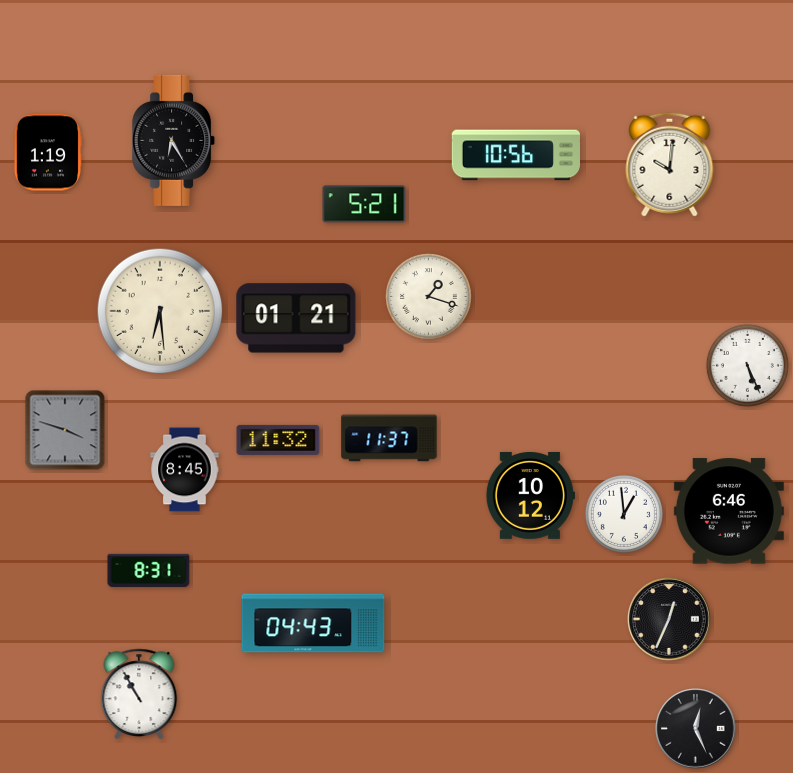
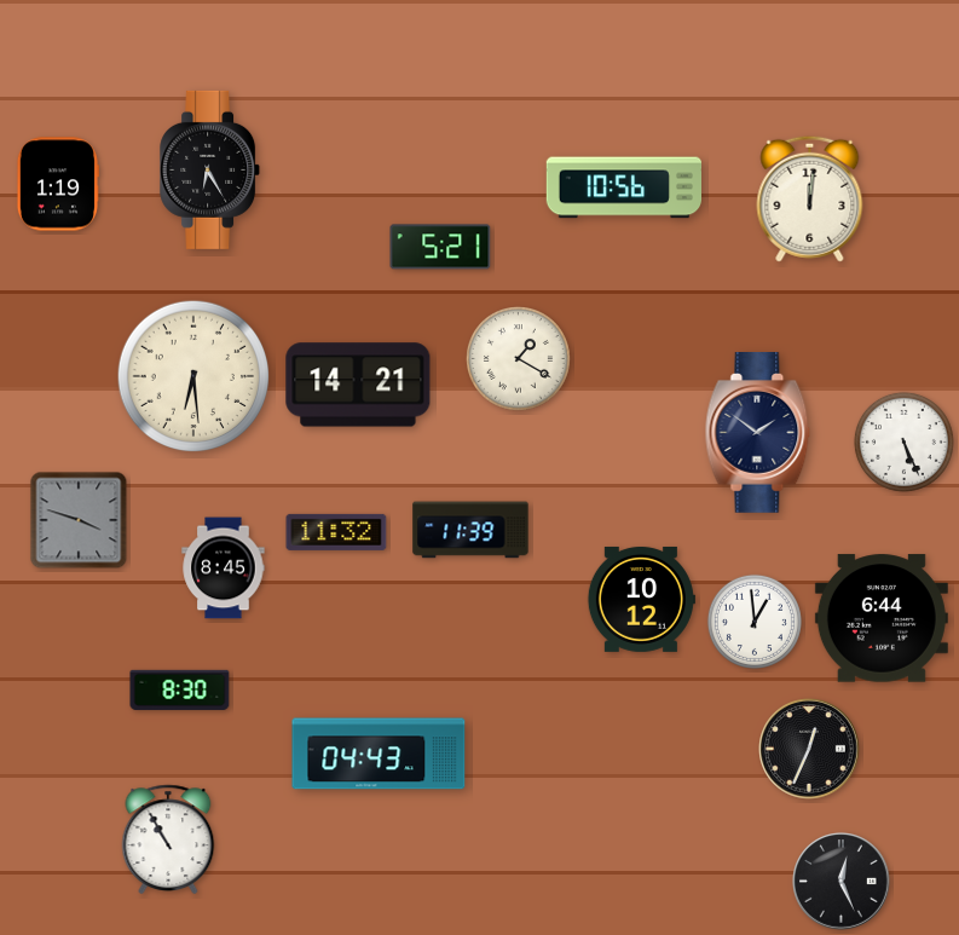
clock at (670, 164): 10:01 -> 12:01
clock at (429, 297): 1:18 -> 1:20
clock at (296, 318): 01:21 -> 14:21
clock at (758, 433): none -> 1:51
clock at (389, 438): 11:37 -> 11:39
clock at (729, 511): 6:46 -> 6:44
clock at (149, 570): 8:31 -> 8:30
